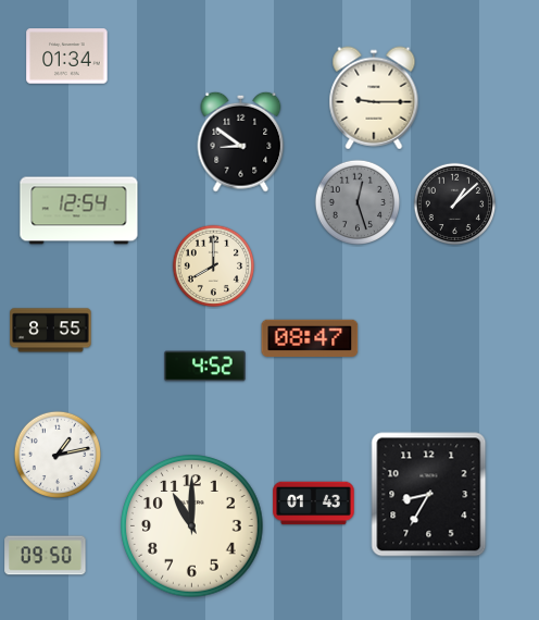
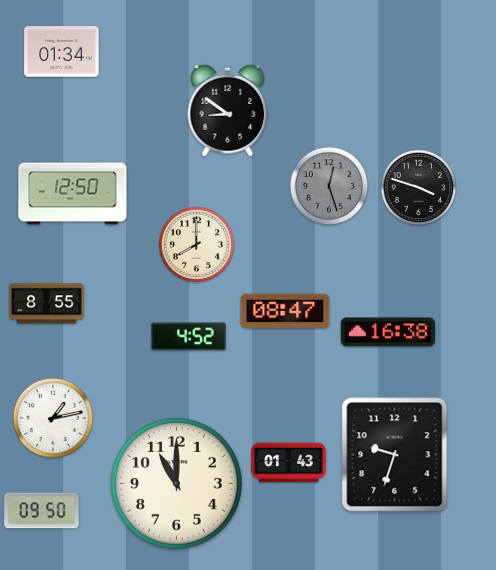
clock at (374, 98): 9:15 -> none
clock at (241, 141) position: (241, 141) -> (228, 110)
clock at (455, 204): 1:08 -> 3:48
clock at (79, 211): 12:54 -> 12:50
clock at (387, 332): none -> 16:38
clock at (429, 495): 8:35 -> 9:33
